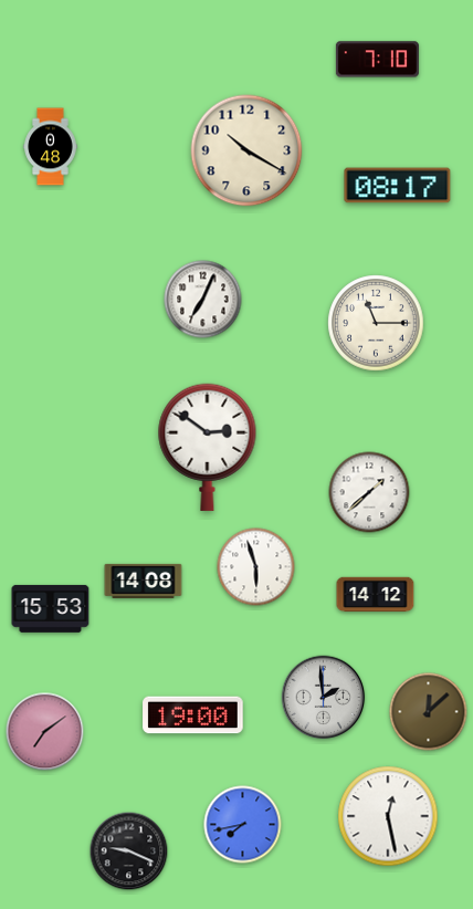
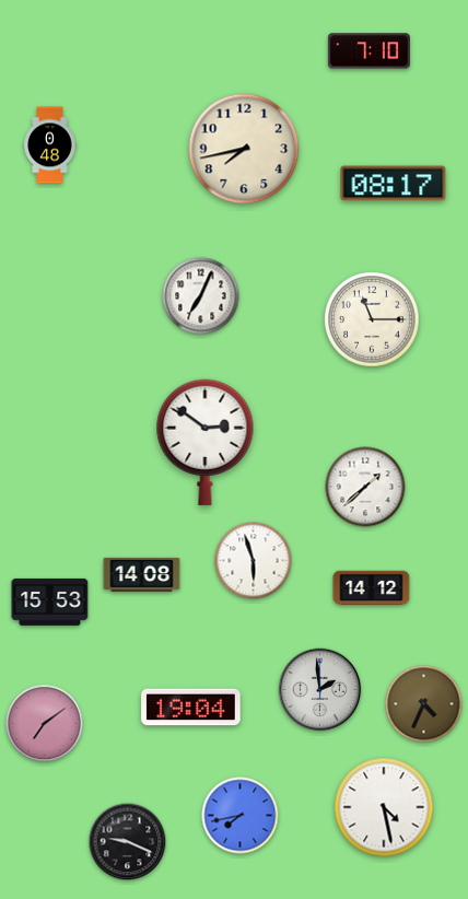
clock at (377, 60) position: (377, 60) -> (368, 51)
clock at (246, 150): 10:20 -> 7:43
clock at (429, 712): 12:08 -> 4:34
clock at (193, 715): 19:00 -> 19:04
clock at (388, 816): 12:28 -> 4:28
